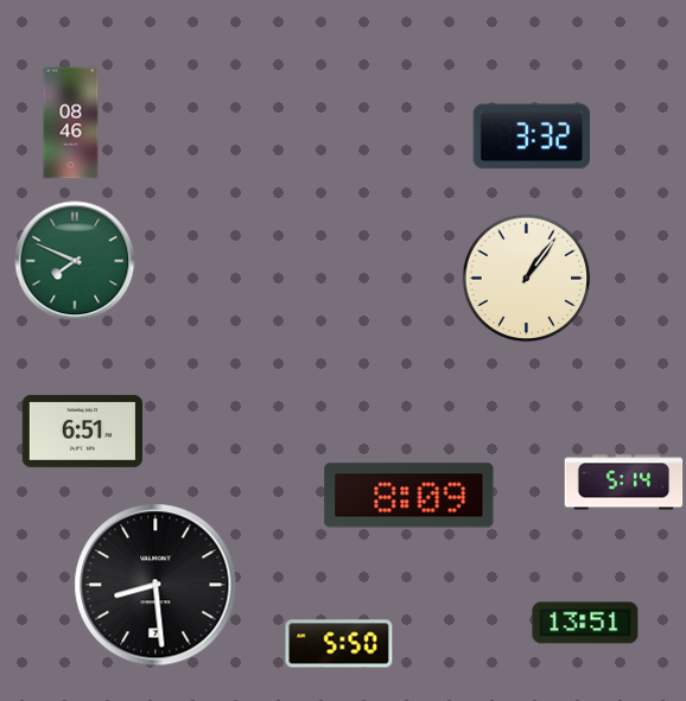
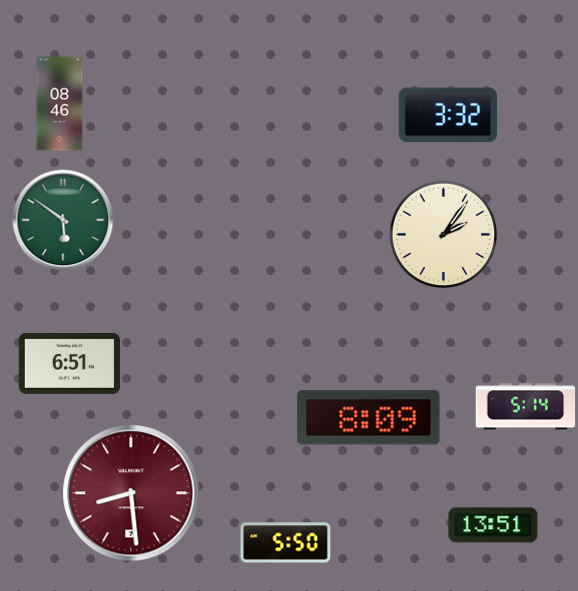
clock at (75, 261): 7:49 -> 5:51
clock at (527, 279): 1:06 -> 2:06
clock at (409, 496) position: (409, 496) -> (369, 418)
clock at (155, 585) dial: black -> burgundy
